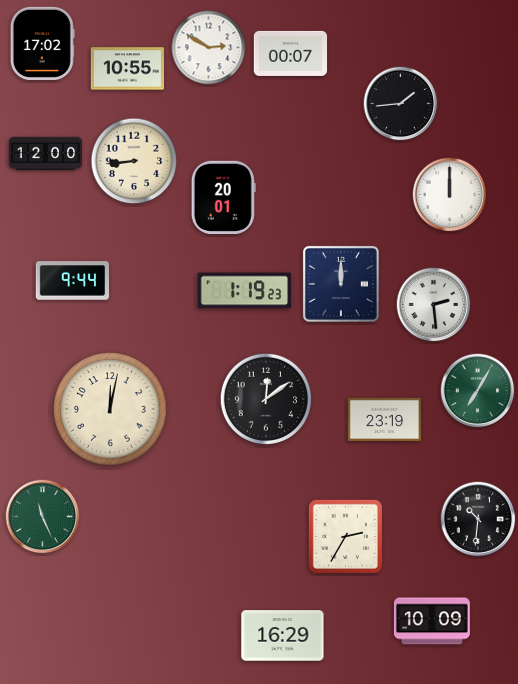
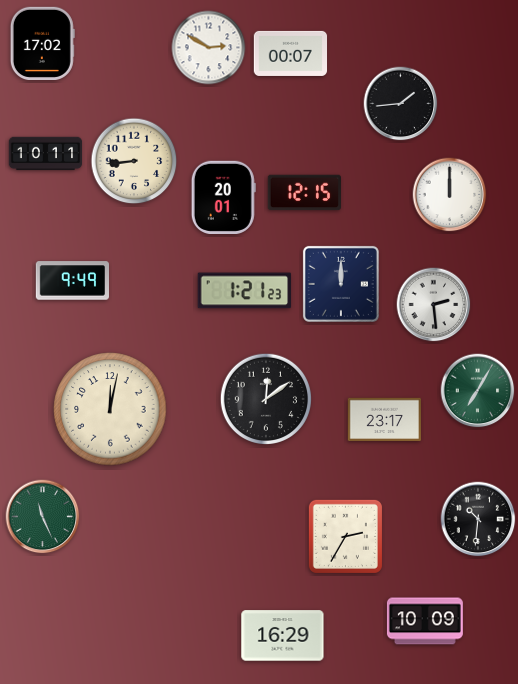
clock at (127, 69): 10:55 -> none
clock at (46, 154): 12:00 -> 10:11
clock at (304, 193): none -> 12:15
clock at (72, 281): 9:44 -> 9:49
clock at (245, 291): 1:19 -> 1:21
clock at (384, 419): 23:19 -> 23:17
clock at (432, 621) position: (432, 621) -> (425, 621)
